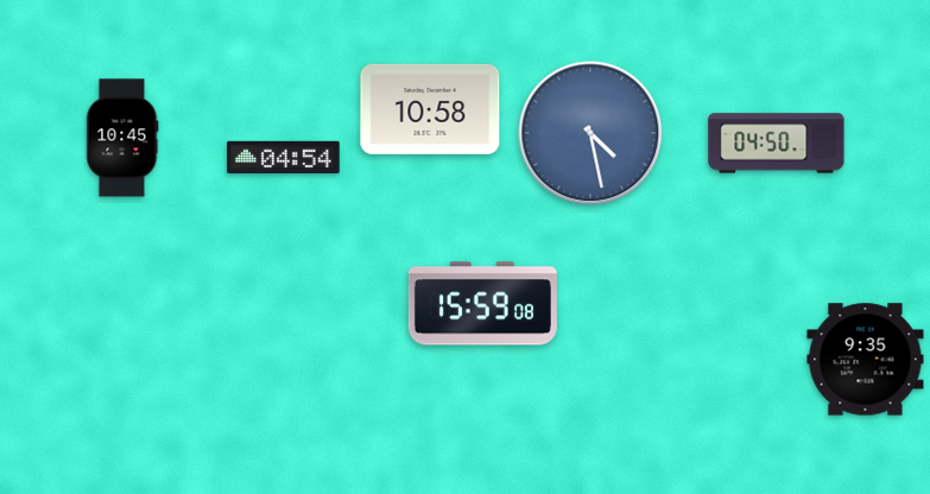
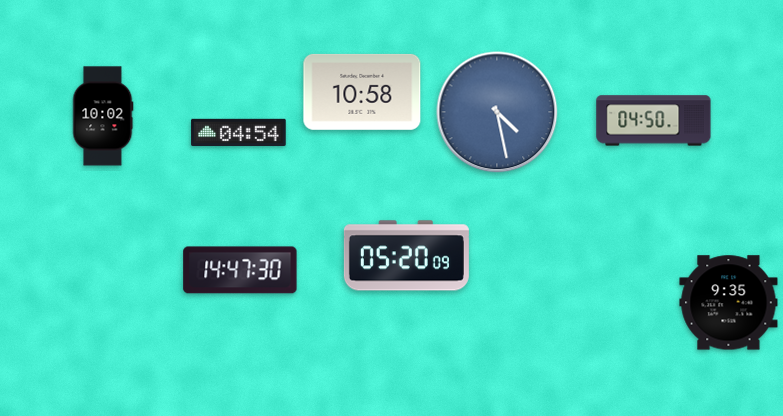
clock at (122, 138): 10:45 -> 10:02
clock at (482, 304): 15:59 -> 05:20
clock at (240, 270): none -> 14:47
